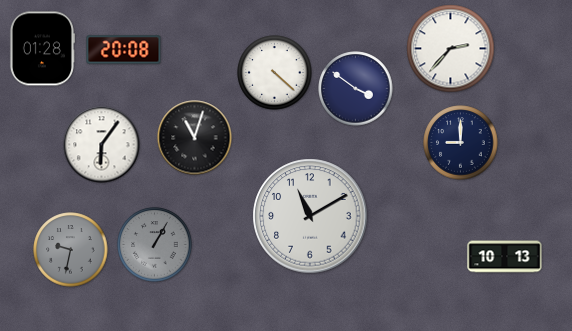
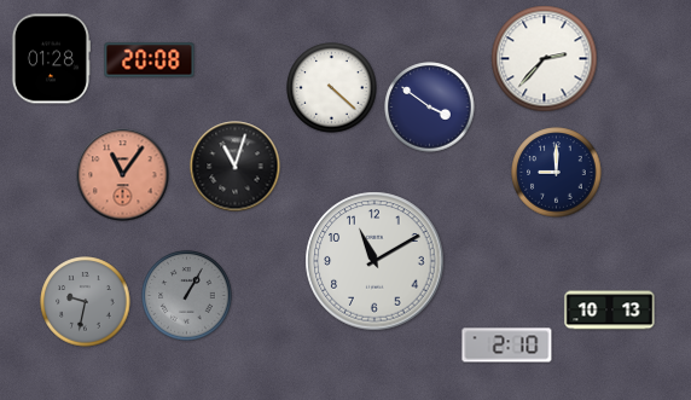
clock at (102, 145): 6:06 -> 11:06
clock at (102, 145) dial: white -> salmon
clock at (507, 346): none -> 2:10
